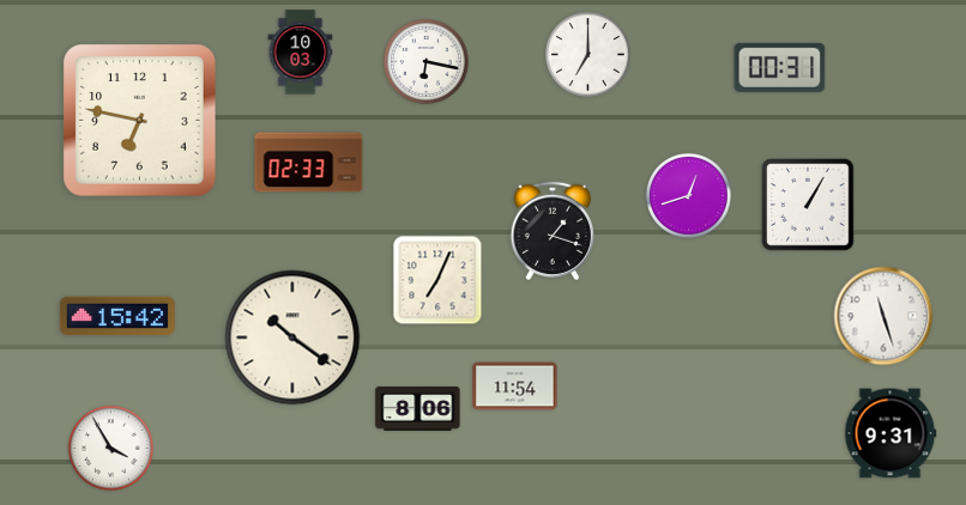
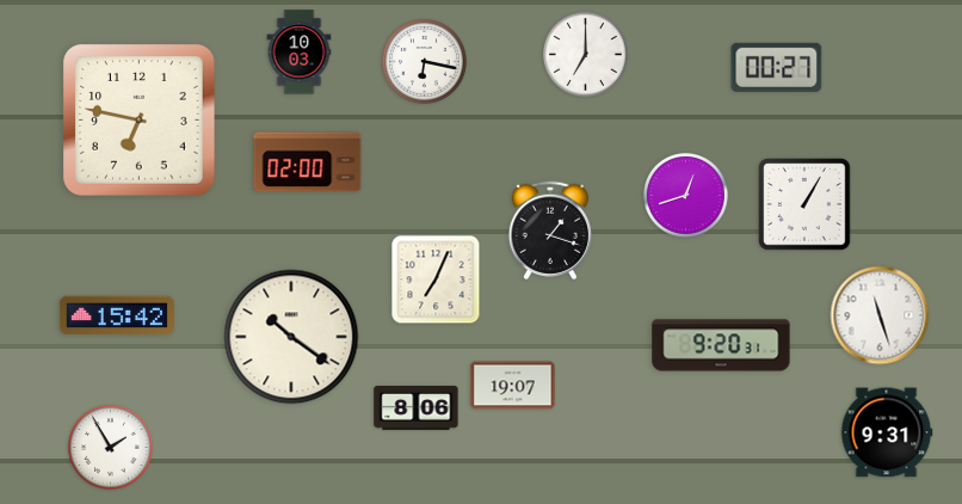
clock at (780, 67): 00:31 -> 00:27
clock at (309, 163): 02:33 -> 02:00
clock at (721, 345): none -> 9:20
clock at (515, 387): 11:54 -> 19:07
clock at (111, 449): 3:55 -> 1:55
